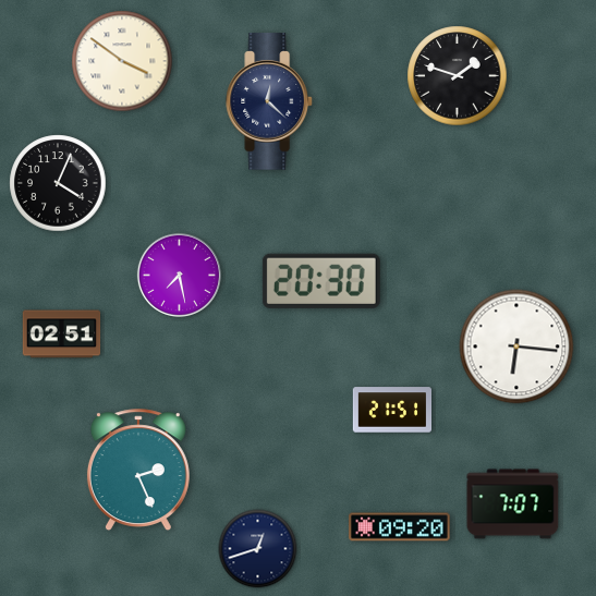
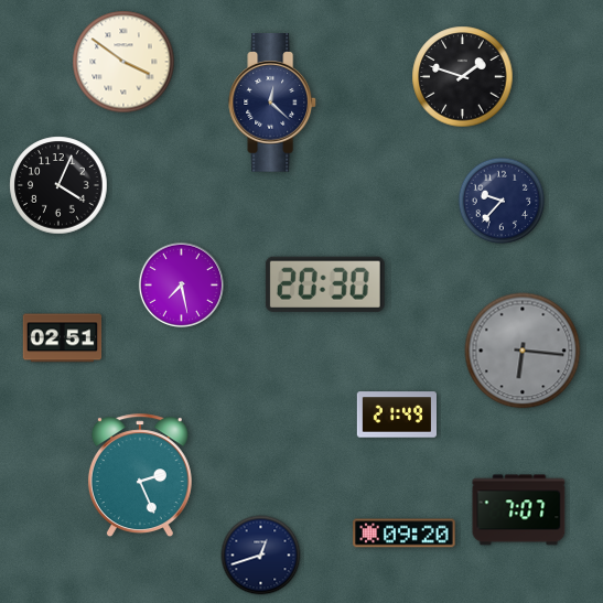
clock at (502, 201): none -> 9:37
clock at (179, 275) position: (179, 275) -> (181, 284)
clock at (516, 346) dial: white -> grey
clock at (391, 410): 21:51 -> 21:49
